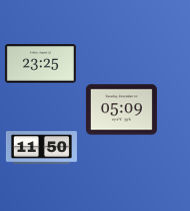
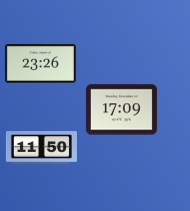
clock at (40, 64): 23:25 -> 23:26
clock at (121, 110): 05:09 -> 17:09
